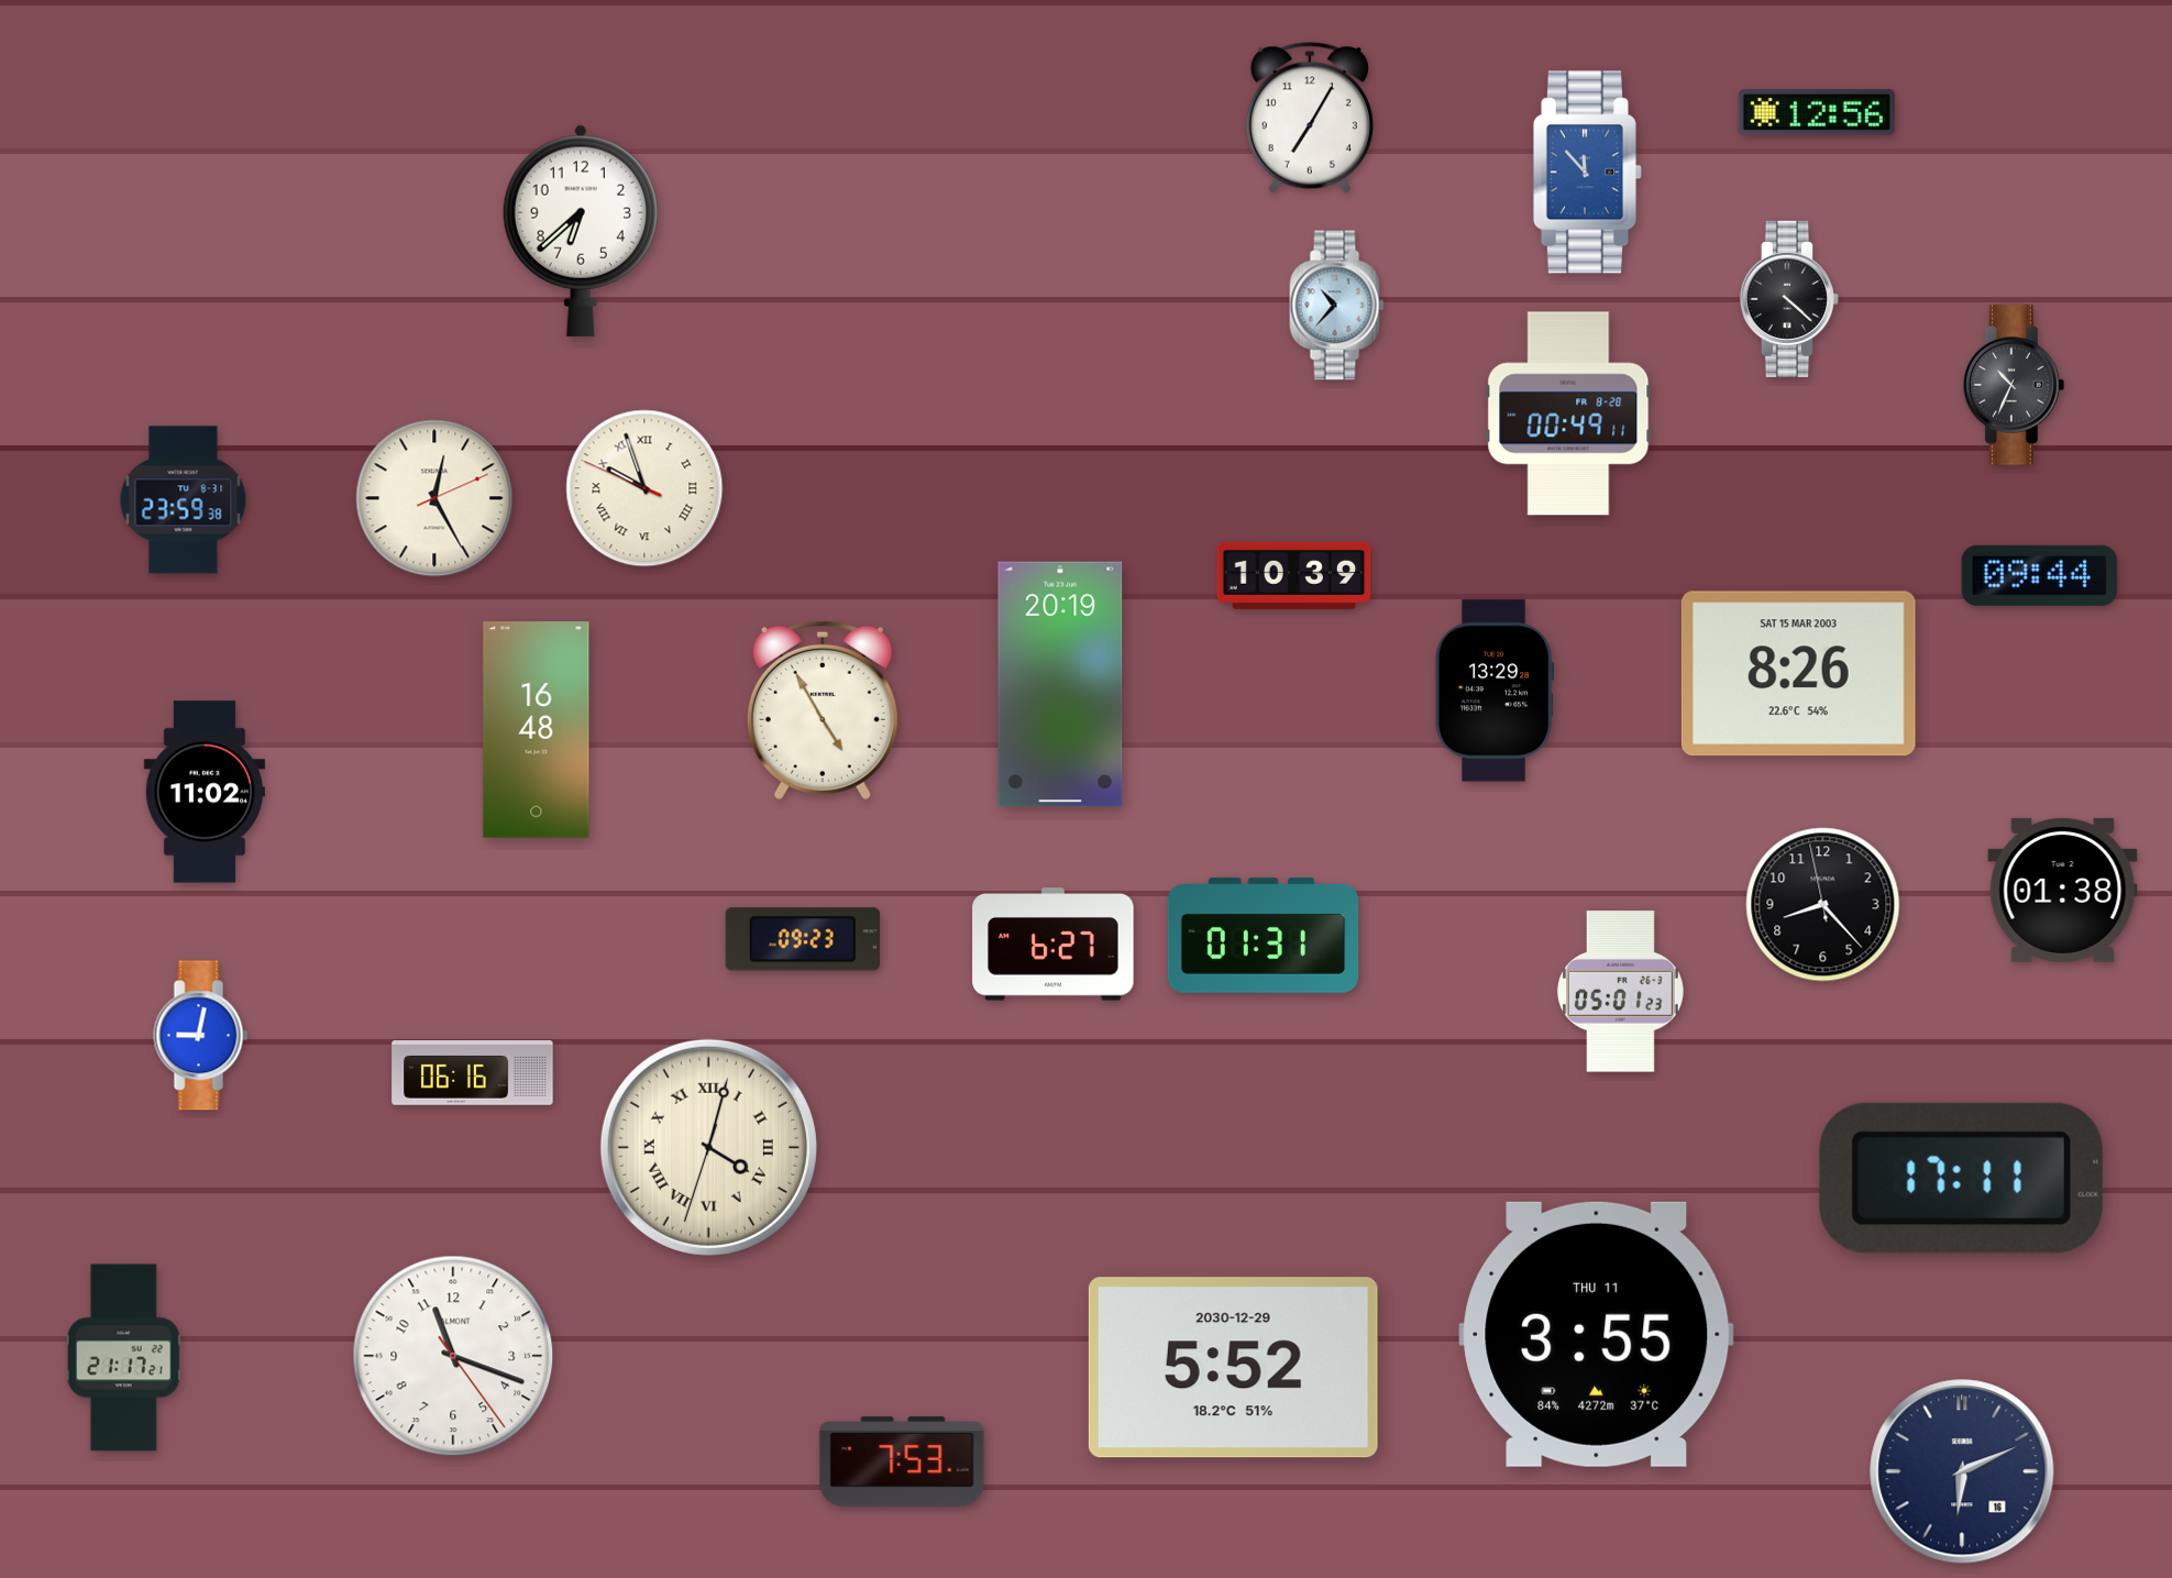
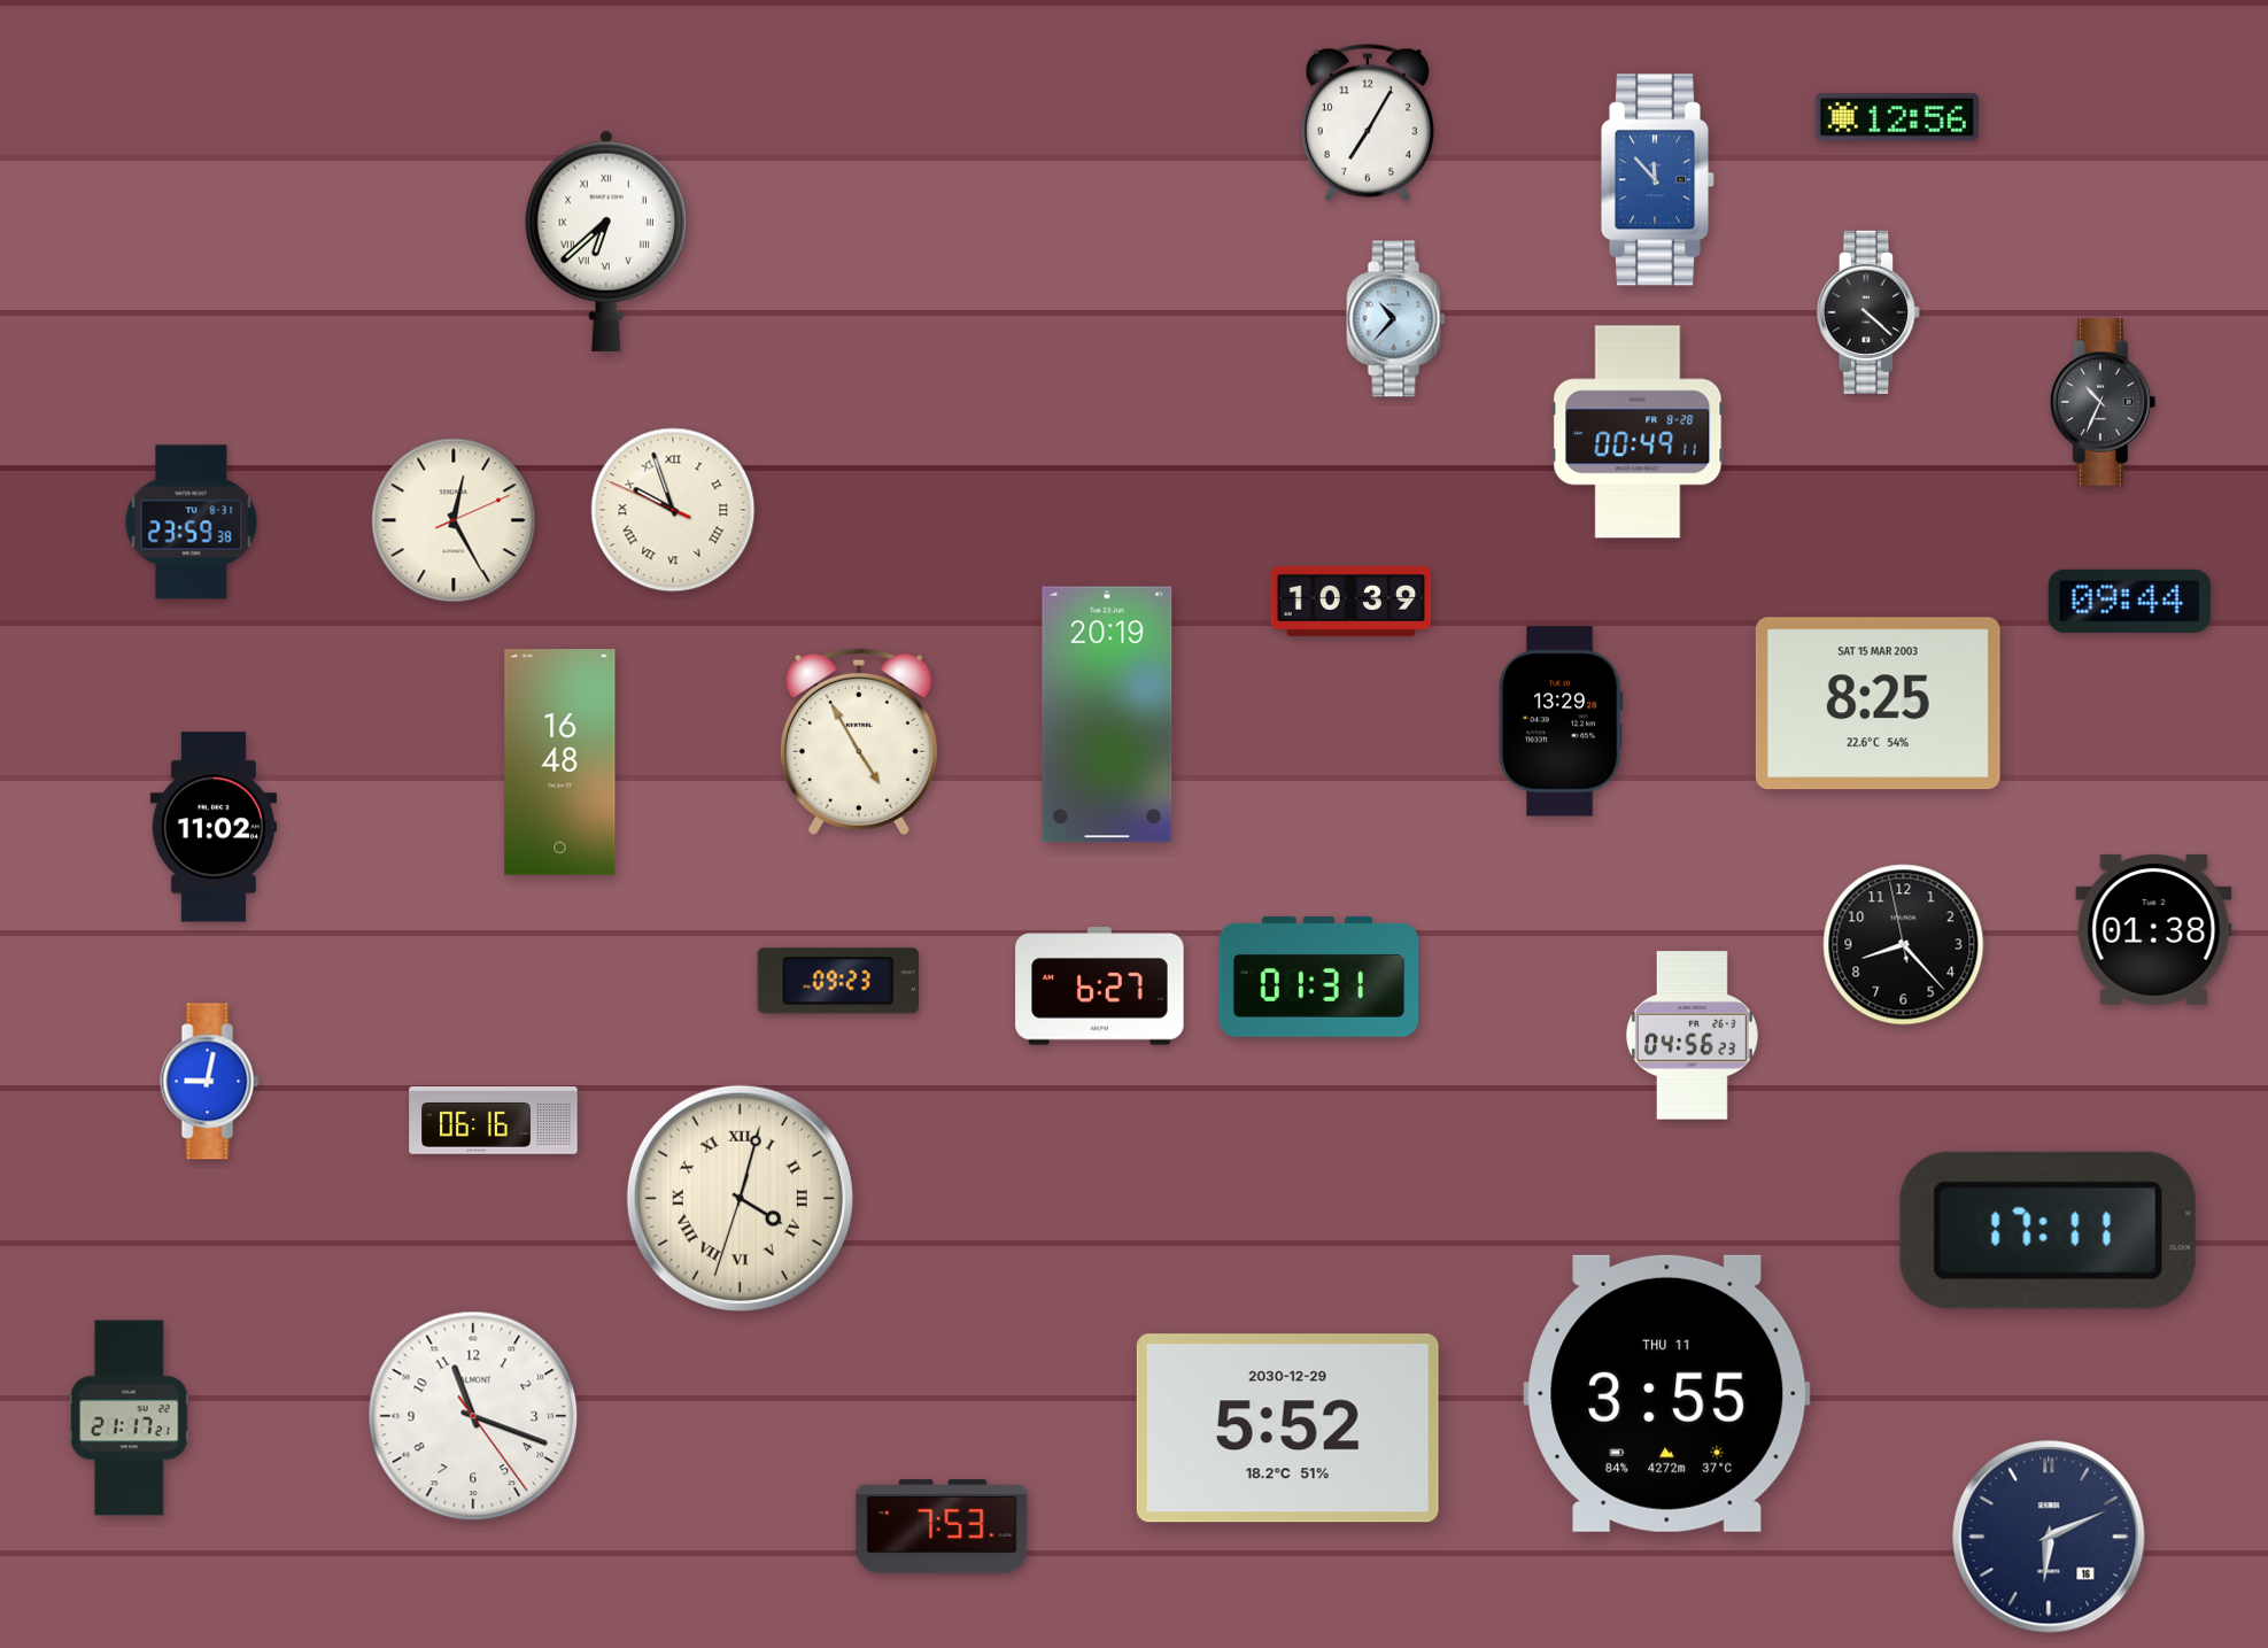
clock at (581, 231) numerals: Arabic -> Roman
clock at (1798, 674): 8:26 -> 8:25
clock at (1620, 992): 05:01 -> 04:56
